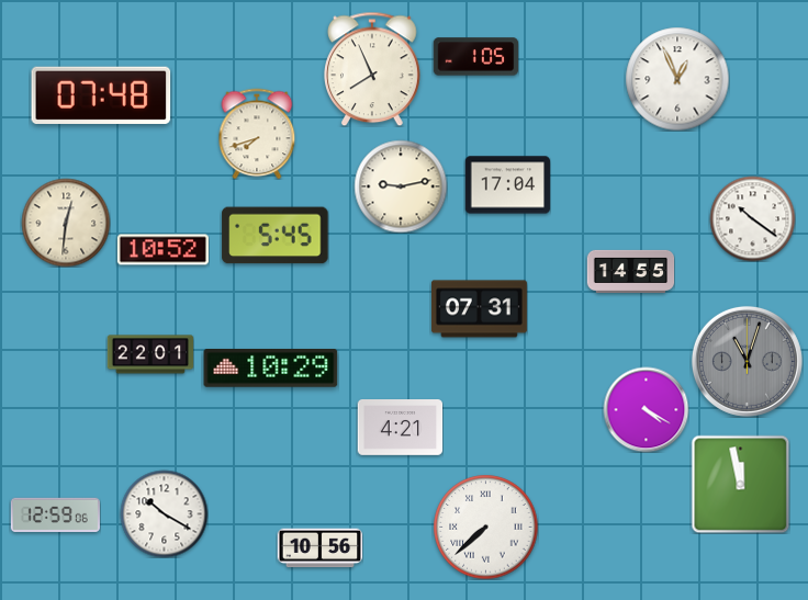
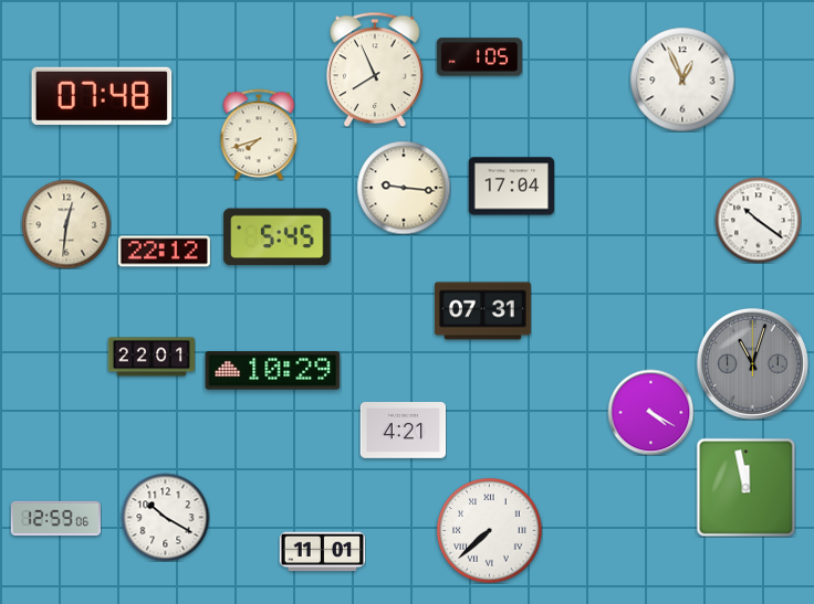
clock at (401, 186): 9:13 -> 9:16
clock at (162, 250): 10:52 -> 22:12
clock at (630, 271): 14:55 -> none
clock at (319, 548): 10:56 -> 11:01
